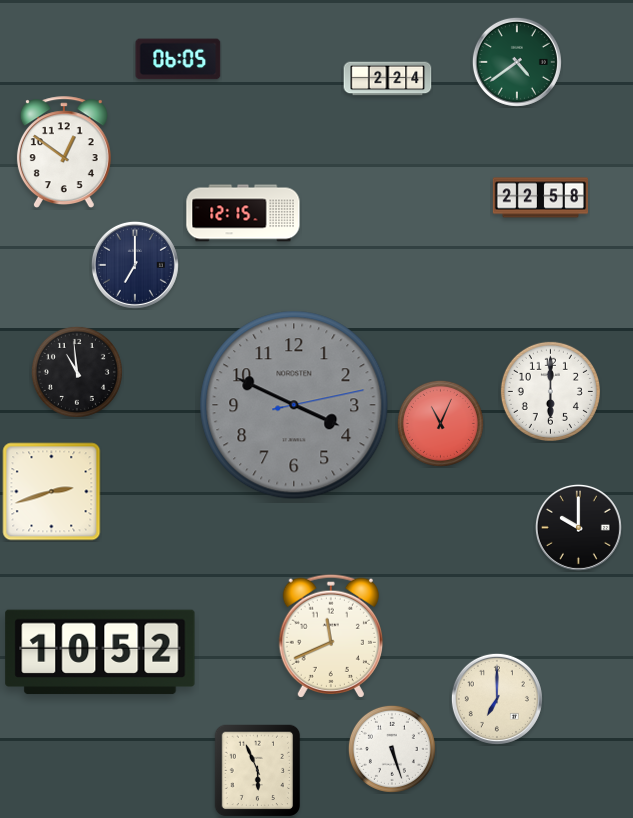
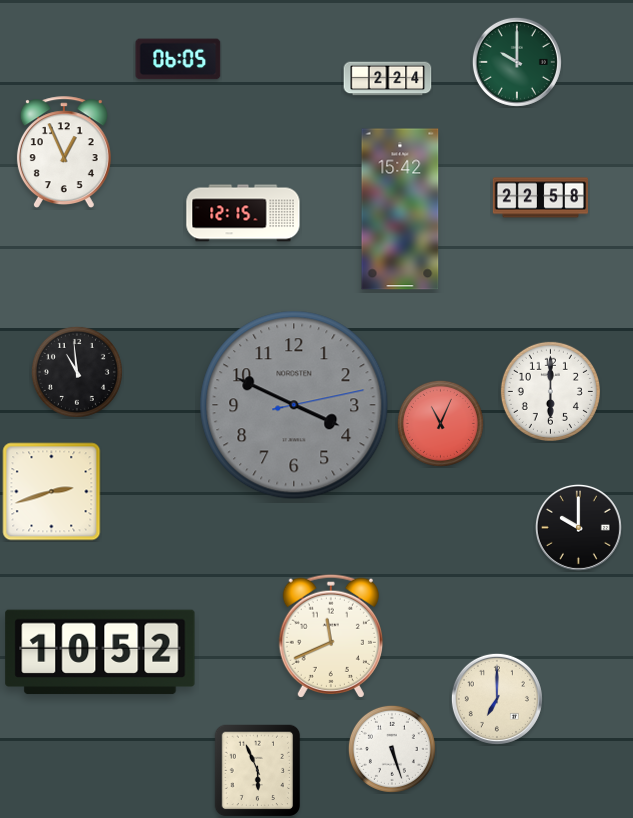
clock at (517, 62): 4:39 -> 10:00
clock at (64, 152): 12:51 -> 12:56
clock at (400, 209): none -> 15:42
clock at (135, 265): 7:00 -> none
